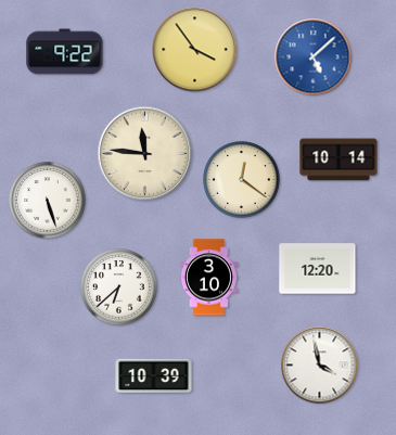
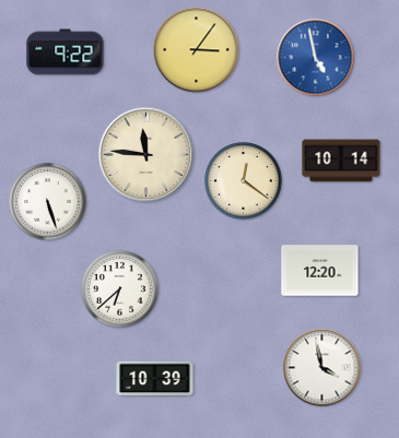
clock at (195, 50): 3:54 -> 3:06
clock at (314, 57): 5:08 -> 4:58
clock at (208, 278): 3:10 -> none
